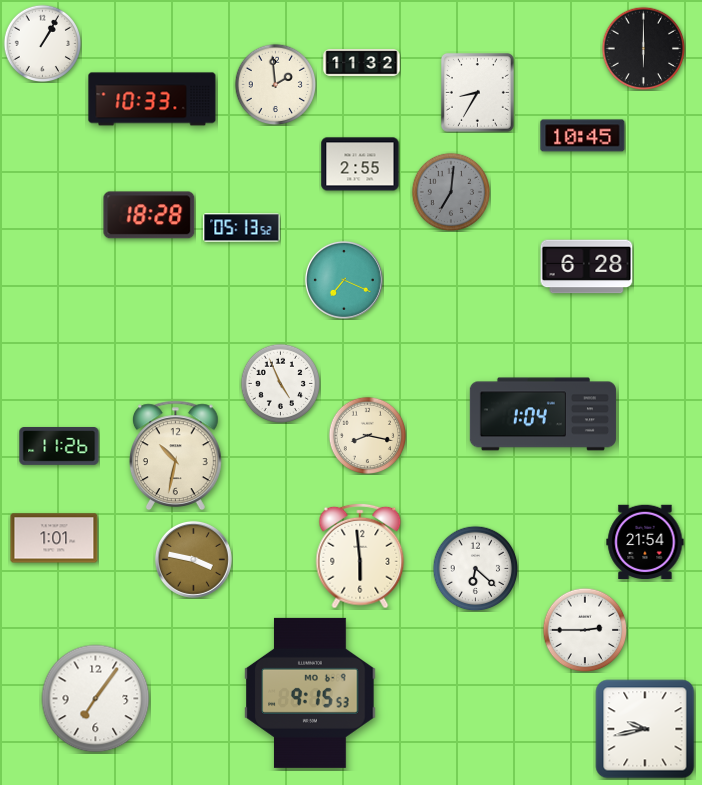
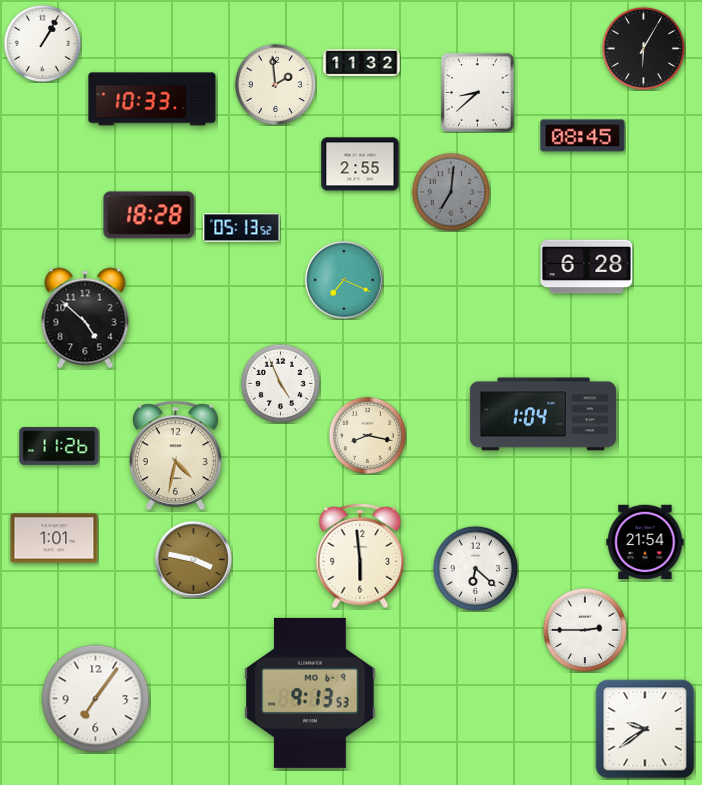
clock at (643, 48): 6:00 -> 6:05
clock at (477, 92): 8:35 -> 8:38
clock at (583, 136): 10:45 -> 08:45
clock at (85, 318): none -> 4:52
clock at (175, 456): 10:32 -> 4:32
clock at (310, 693): 9:15 -> 9:13
clock at (645, 729): 9:43 -> 9:39
